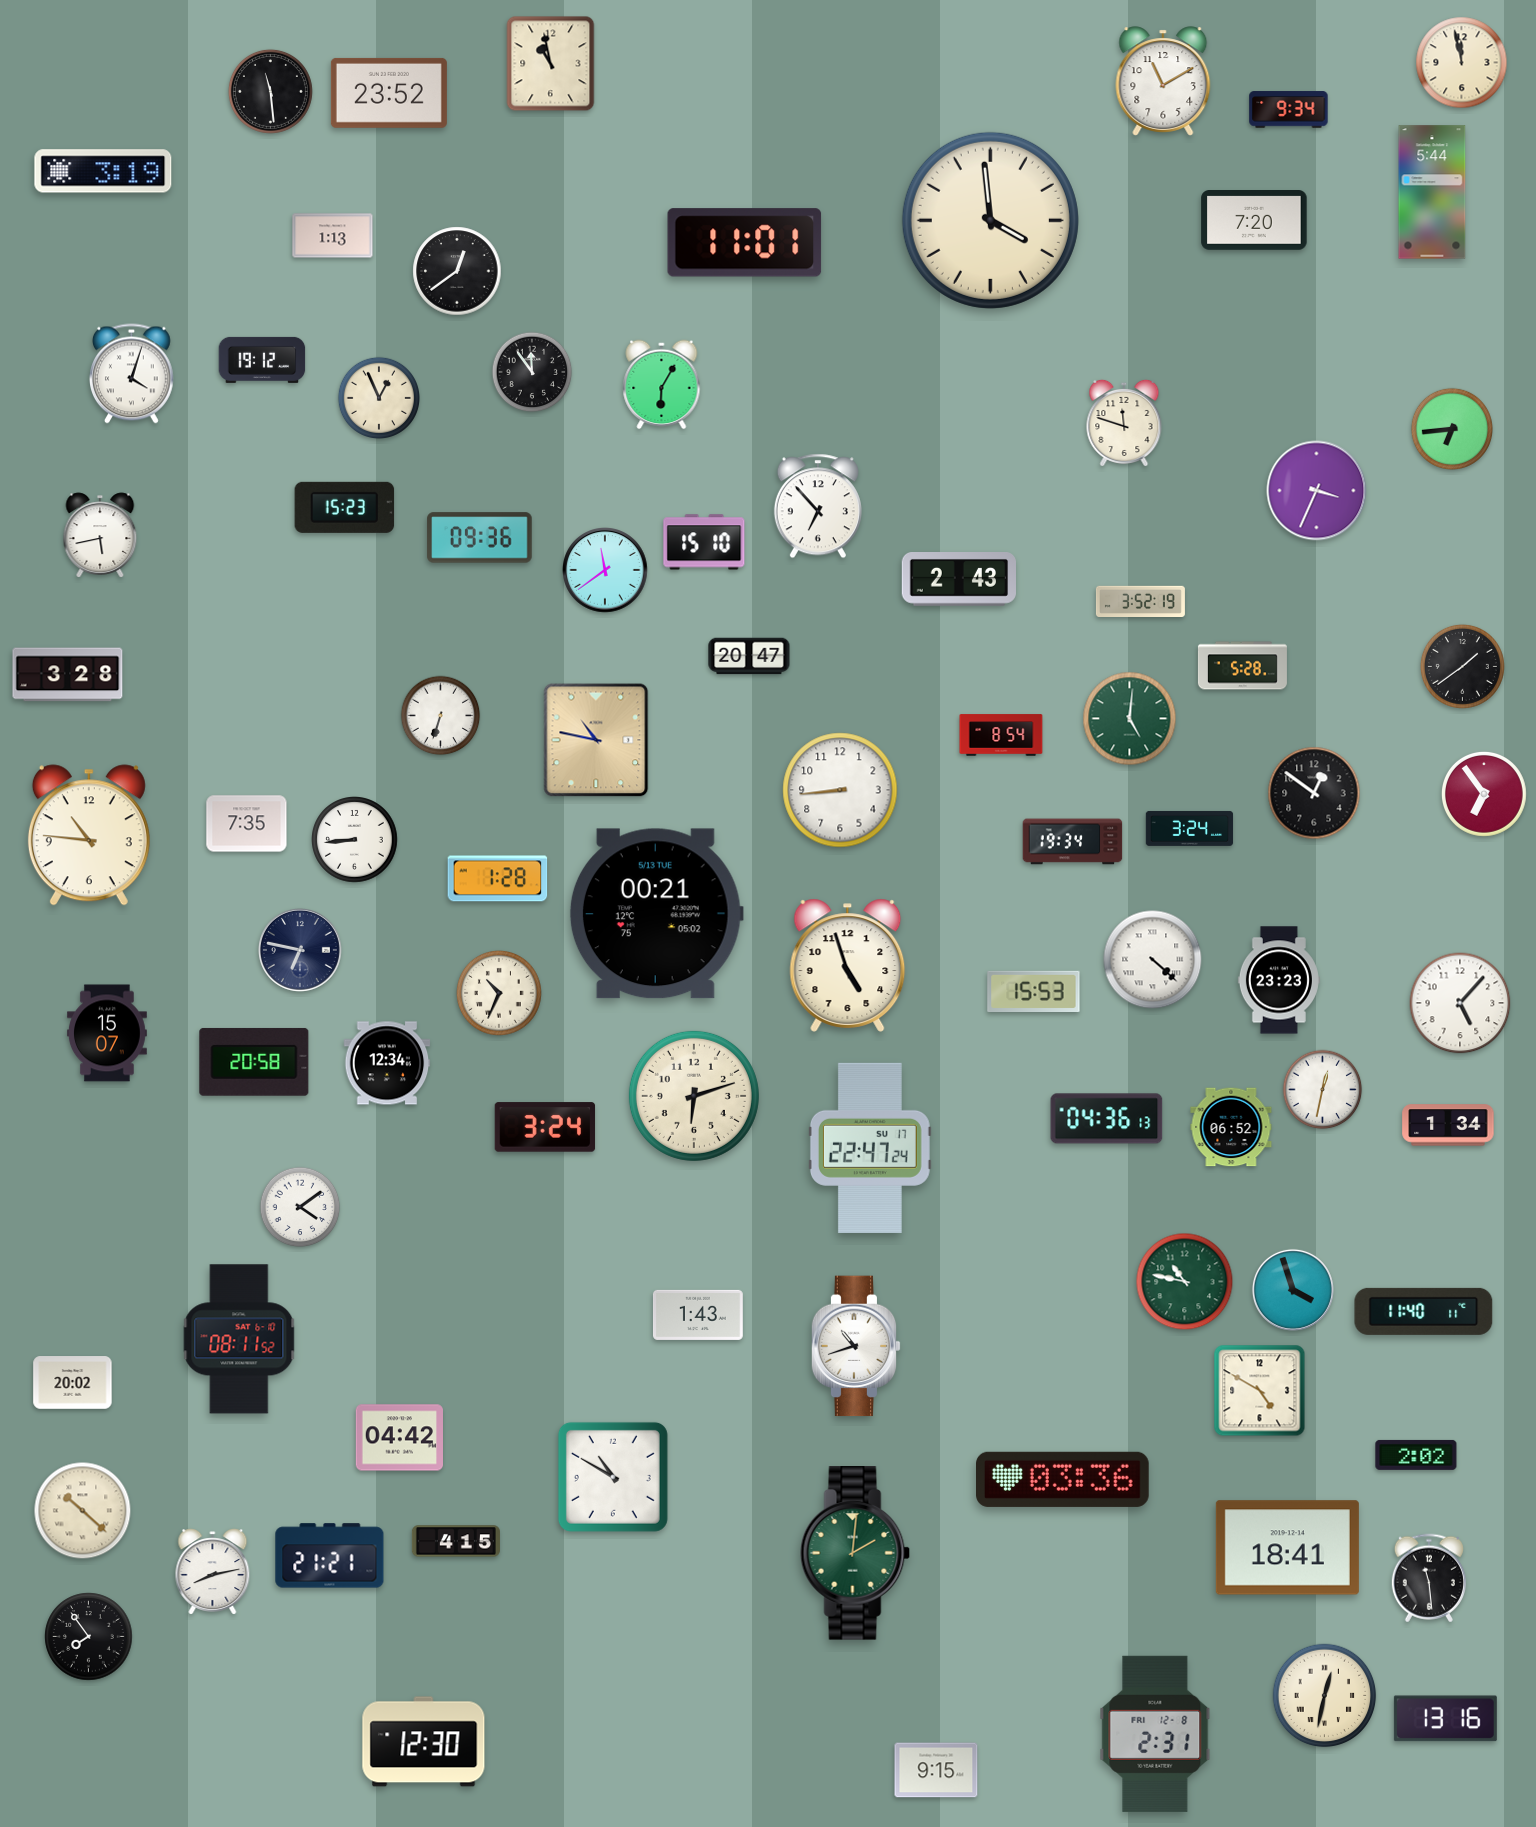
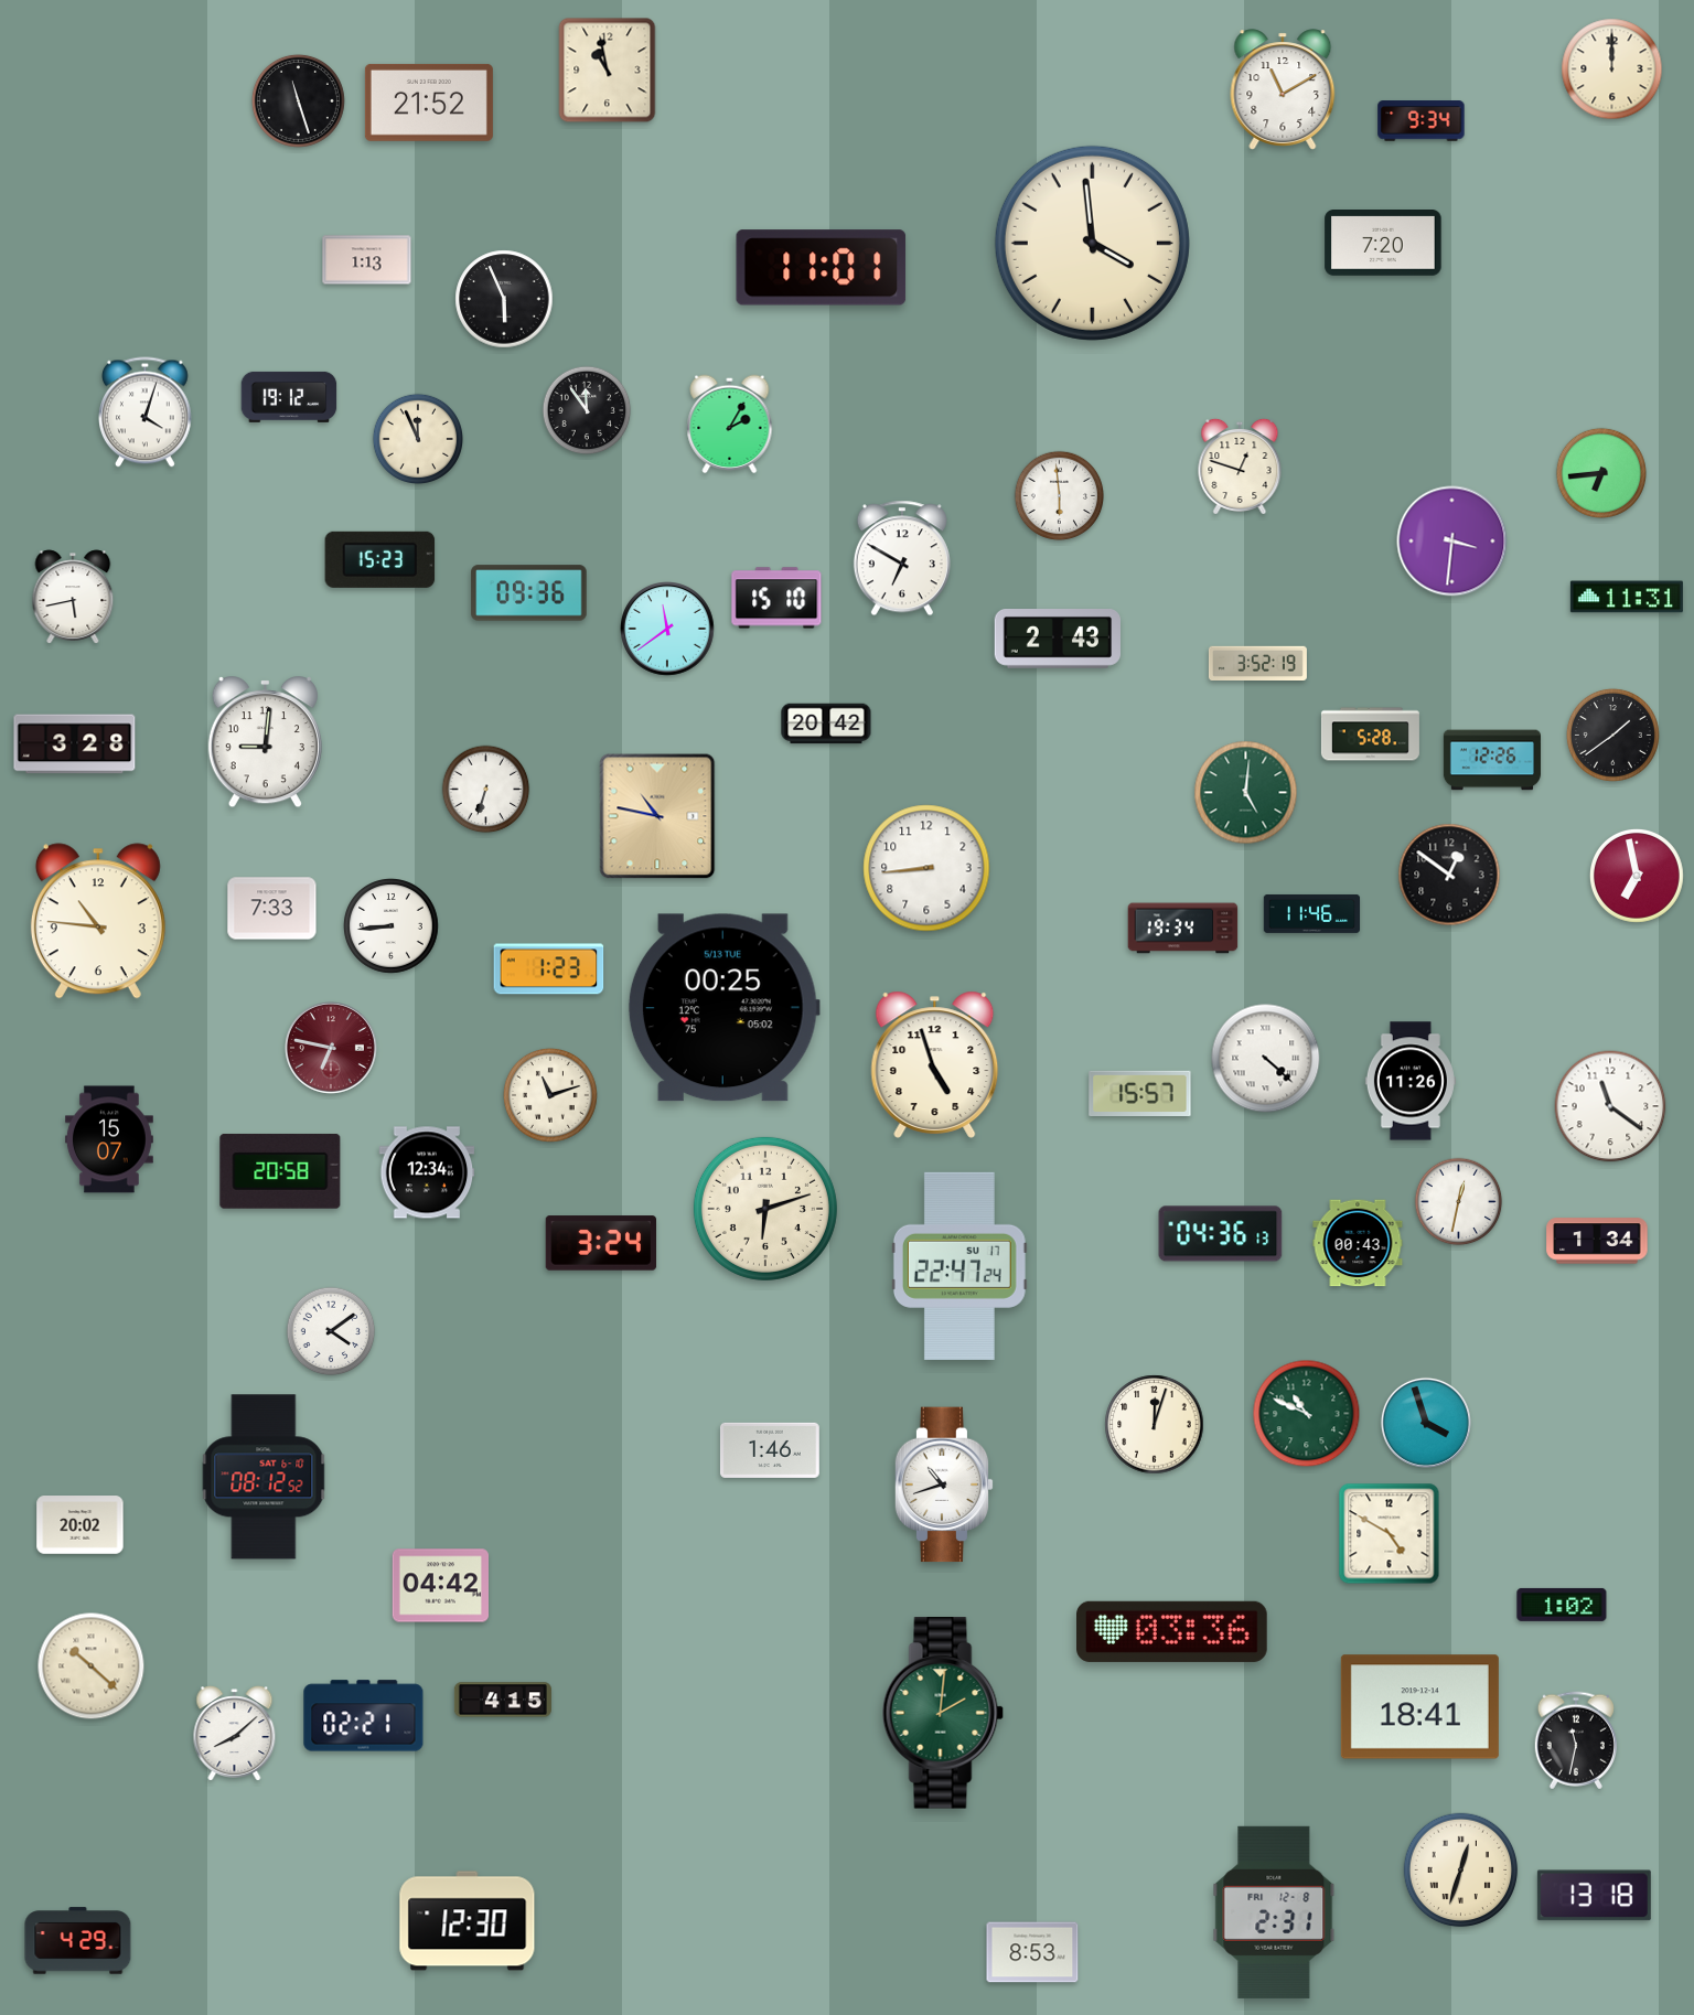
clock at (1462, 63): 11:58 -> 12:00
clock at (270, 91): 11:29 -> 11:27
clock at (389, 93): 23:52 -> 21:52
clock at (103, 171): 3:19 -> none
clock at (1432, 192): 5:44 -> none
clock at (457, 271): 12:39 -> 5:56
clock at (662, 385): 6:05 -> 2:05
clock at (378, 397): 12:56 -> 11:56
clock at (1124, 422): 11:48 -> 12:48
clock at (1060, 496): none -> 5:59
clock at (1317, 491): 3:34 -> 3:31
clock at (818, 506): 6:53 -> 6:50
clock at (100, 535) position: (100, 535) -> (73, 597)
clock at (1627, 597): none -> 11:31
clock at (749, 656): 20:47 -> 20:42
clock at (265, 742): none -> 9:01
clock at (1492, 760): none -> 12:26
clock at (1001, 735): 8:54 -> none
clock at (840, 790) position: (840, 790) -> (926, 868)
clock at (1484, 794): 6:54 -> 6:58
clock at (247, 824): 7:35 -> 7:33
clock at (1190, 828): 3:24 -> 11:46
clock at (498, 879): 1:28 -> 1:23
clock at (656, 914): 00:21 -> 00:25
clock at (300, 950) dial: navy -> burgundy
clock at (1153, 960) position: (1153, 960) -> (1266, 1059)
clock at (1279, 980): 23:23 -> 11:26
clock at (1034, 992): 15:53 -> 15:57
clock at (499, 993): 10:34 -> 11:12
clock at (1460, 1003): 5:07 -> 11:21
clock at (107, 1033) position: (107, 1033) -> (109, 1139)
clock at (1231, 1127): 06:52 -> 00:43
clock at (1185, 1282): 10:47 -> 10:49
clock at (1155, 1425): none -> 12:03
clock at (1424, 1311): 11:40 -> none
clock at (698, 1315): 1:43 -> 1:46
clock at (239, 1339): 08:11 -> 08:12
clock at (1416, 1455): 2:02 -> 1:02
clock at (613, 1477): 10:50 -> none
clock at (330, 1556): 21:21 -> 02:21
clock at (213, 1572): 8:13 -> 8:08
clock at (1429, 1578): 11:29 -> 11:32
clock at (89, 1637): 7:54 -> none
clock at (1325, 1696): 12:32 -> 12:33
clock at (1445, 1719): 13:16 -> 13:18
clock at (78, 1941): none -> 4:29
clock at (936, 1770): 9:15 -> 8:53
